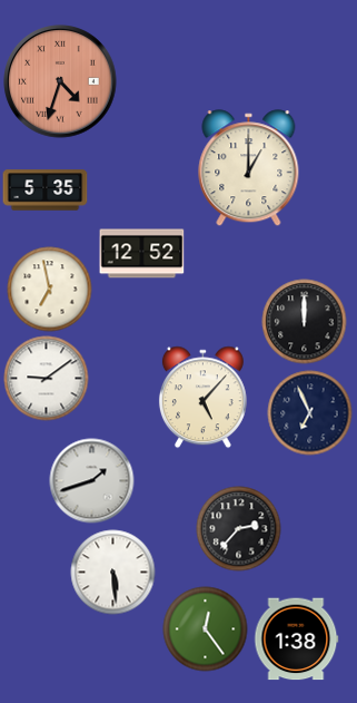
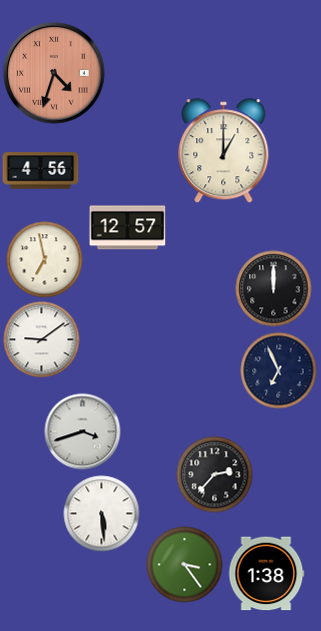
clock at (46, 191): 5:35 -> 4:56
clock at (142, 254): 12:52 -> 12:57
clock at (202, 398): 5:07 -> none
clock at (92, 481): 1:42 -> 3:42
clock at (206, 629): 12:24 -> 3:24
